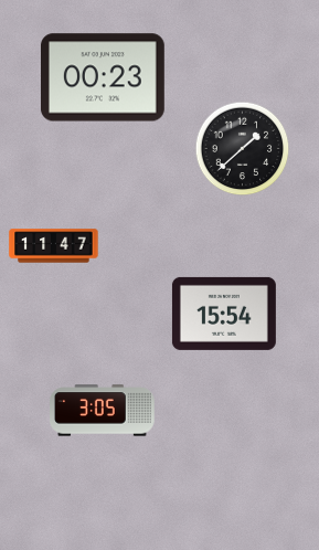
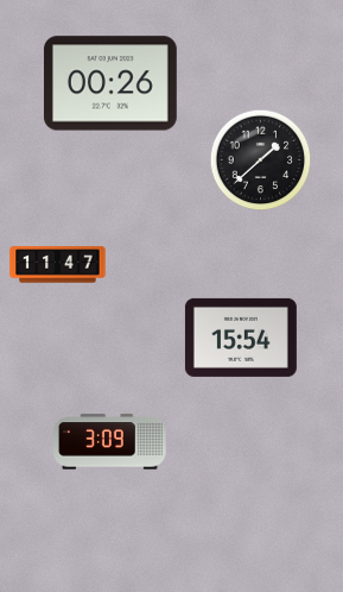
clock at (103, 77): 00:23 -> 00:26
clock at (103, 411): 3:05 -> 3:09
